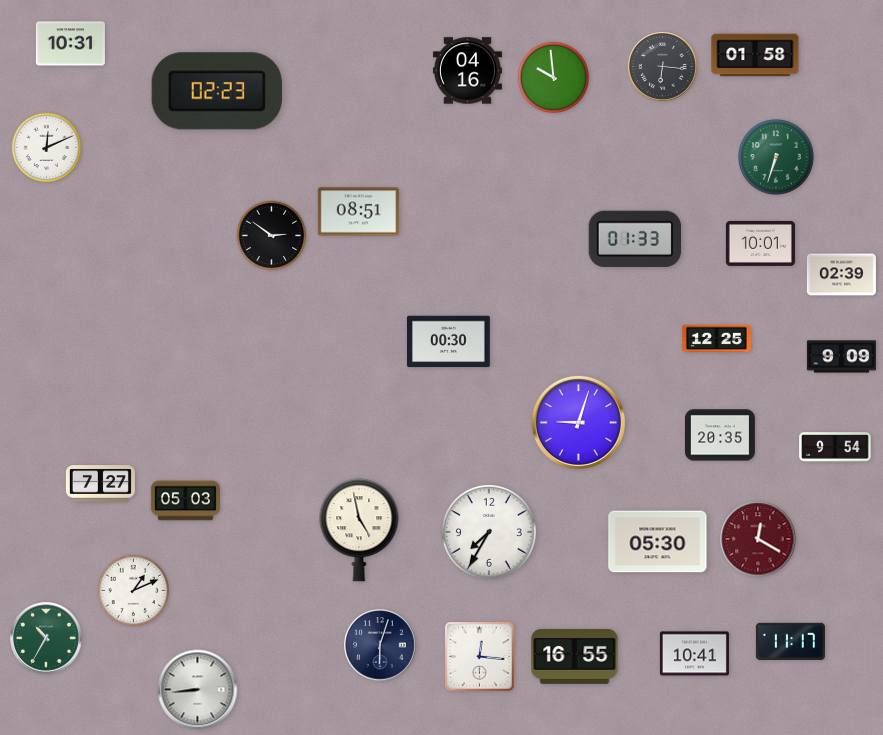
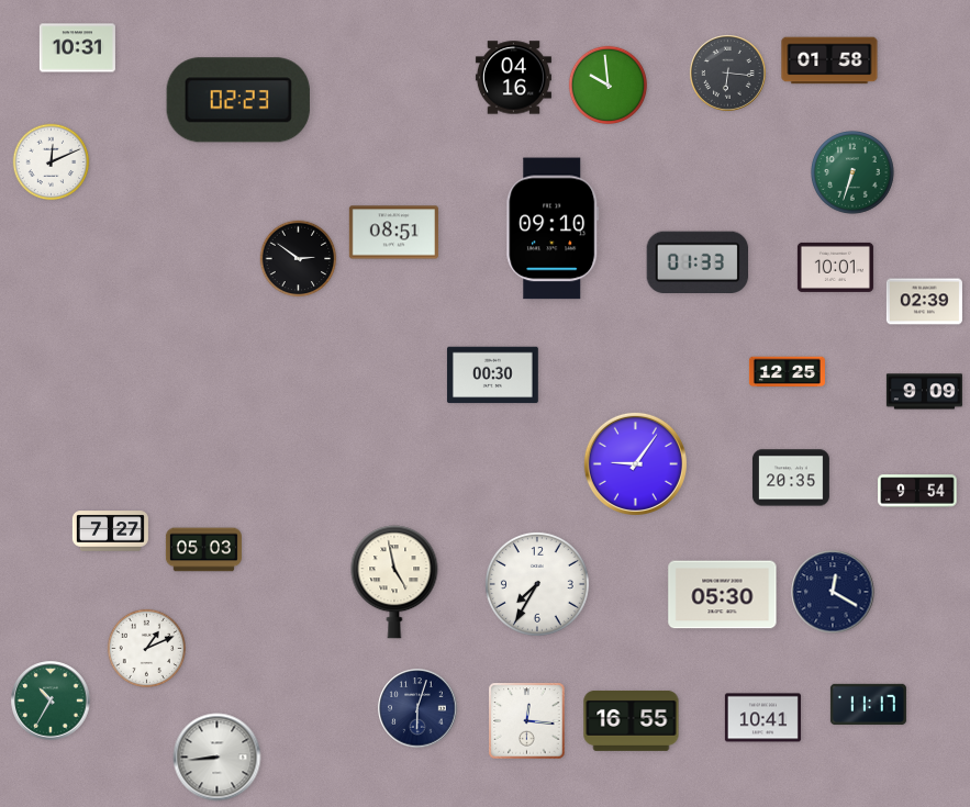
clock at (553, 228): none -> 09:10
clock at (578, 422): 9:03 -> 9:06
clock at (758, 539) dial: burgundy -> navy
